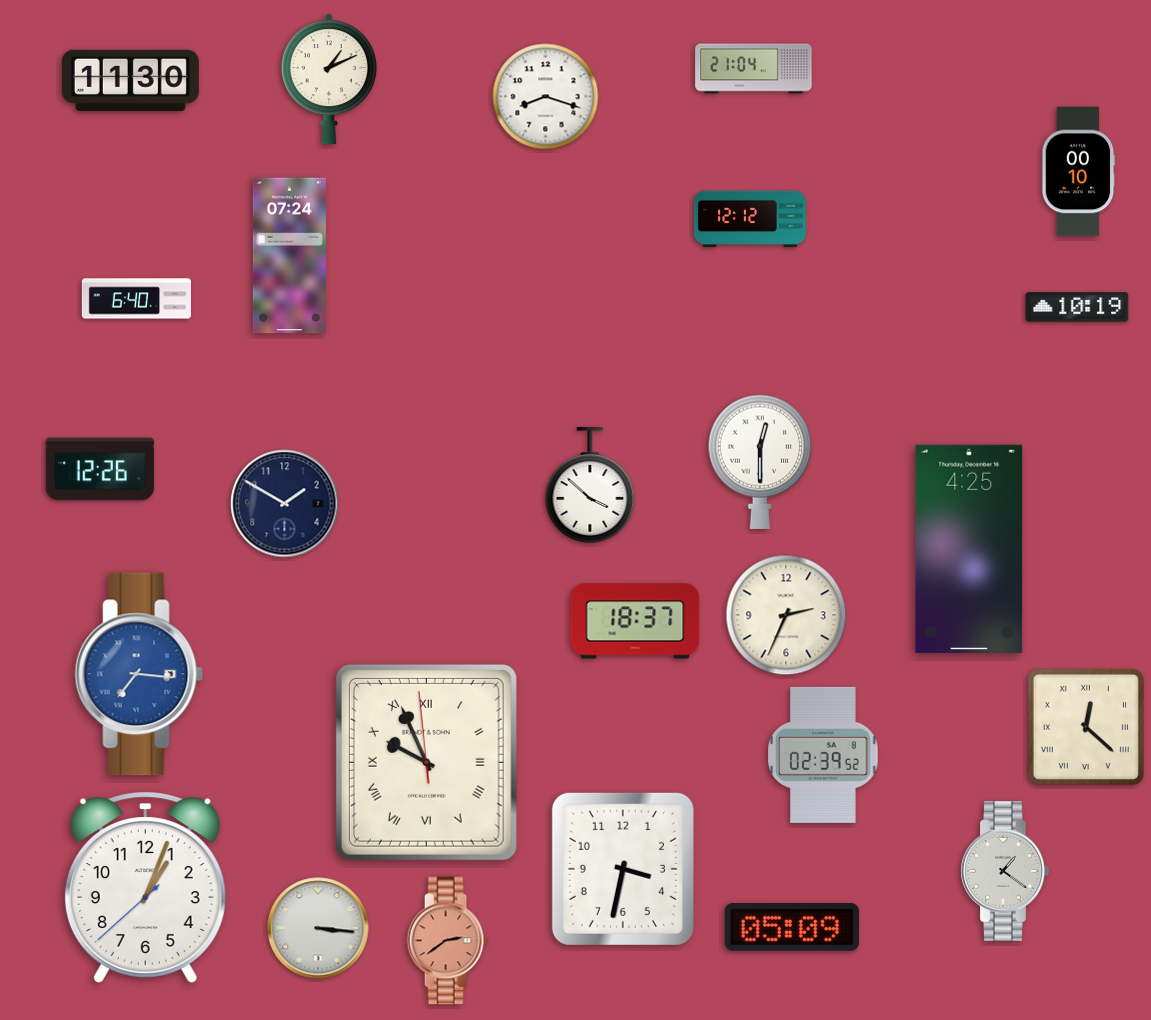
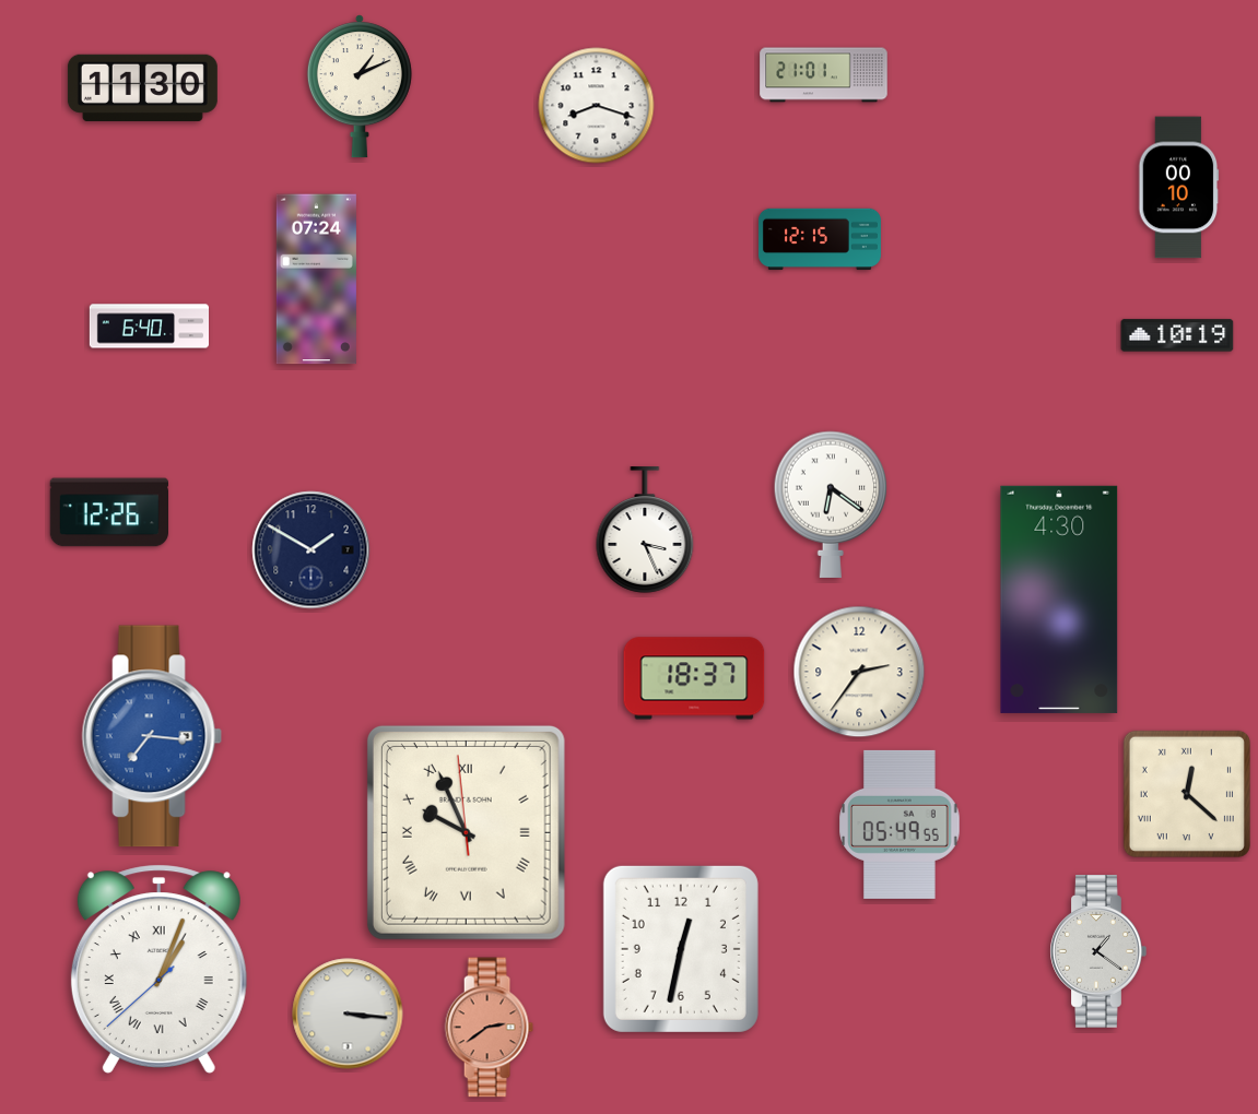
clock at (754, 69): 21:04 -> 21:01
clock at (750, 219): 12:12 -> 12:15
clock at (760, 462): 12:30 -> 6:21
clock at (590, 485): 3:52 -> 3:26
clock at (969, 549): 4:25 -> 4:30
clock at (786, 615): 2:34 -> 2:36
clock at (823, 755): 02:39 -> 05:49
clock at (623, 869): 3:32 -> 12:32
clock at (145, 887) numerals: Arabic -> Roman
clock at (792, 928): 05:09 -> none
